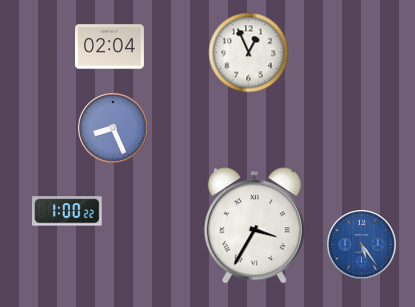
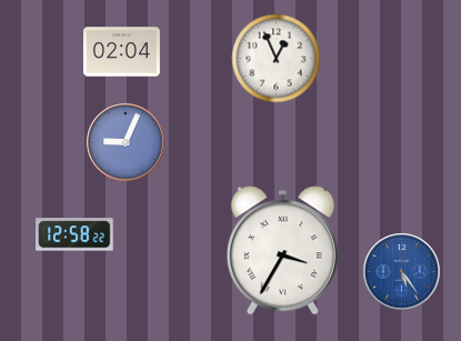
clock at (113, 128): 8:26 -> 9:04
clock at (68, 211): 1:00 -> 12:58
